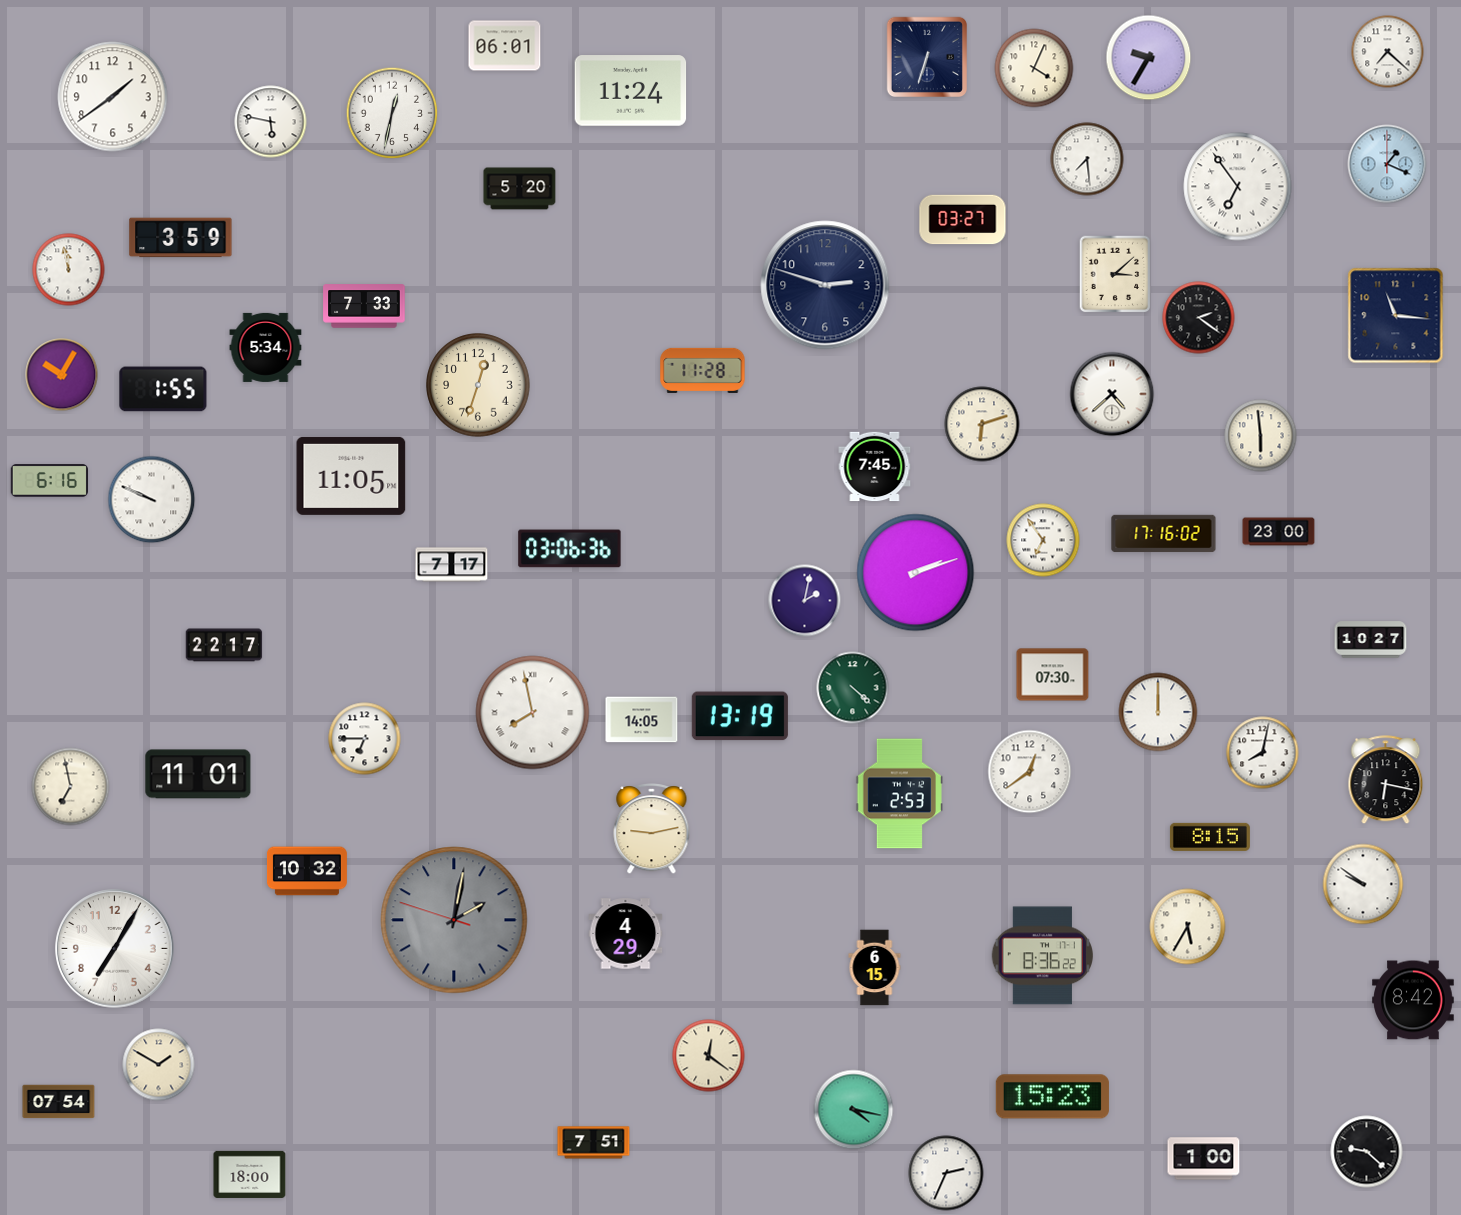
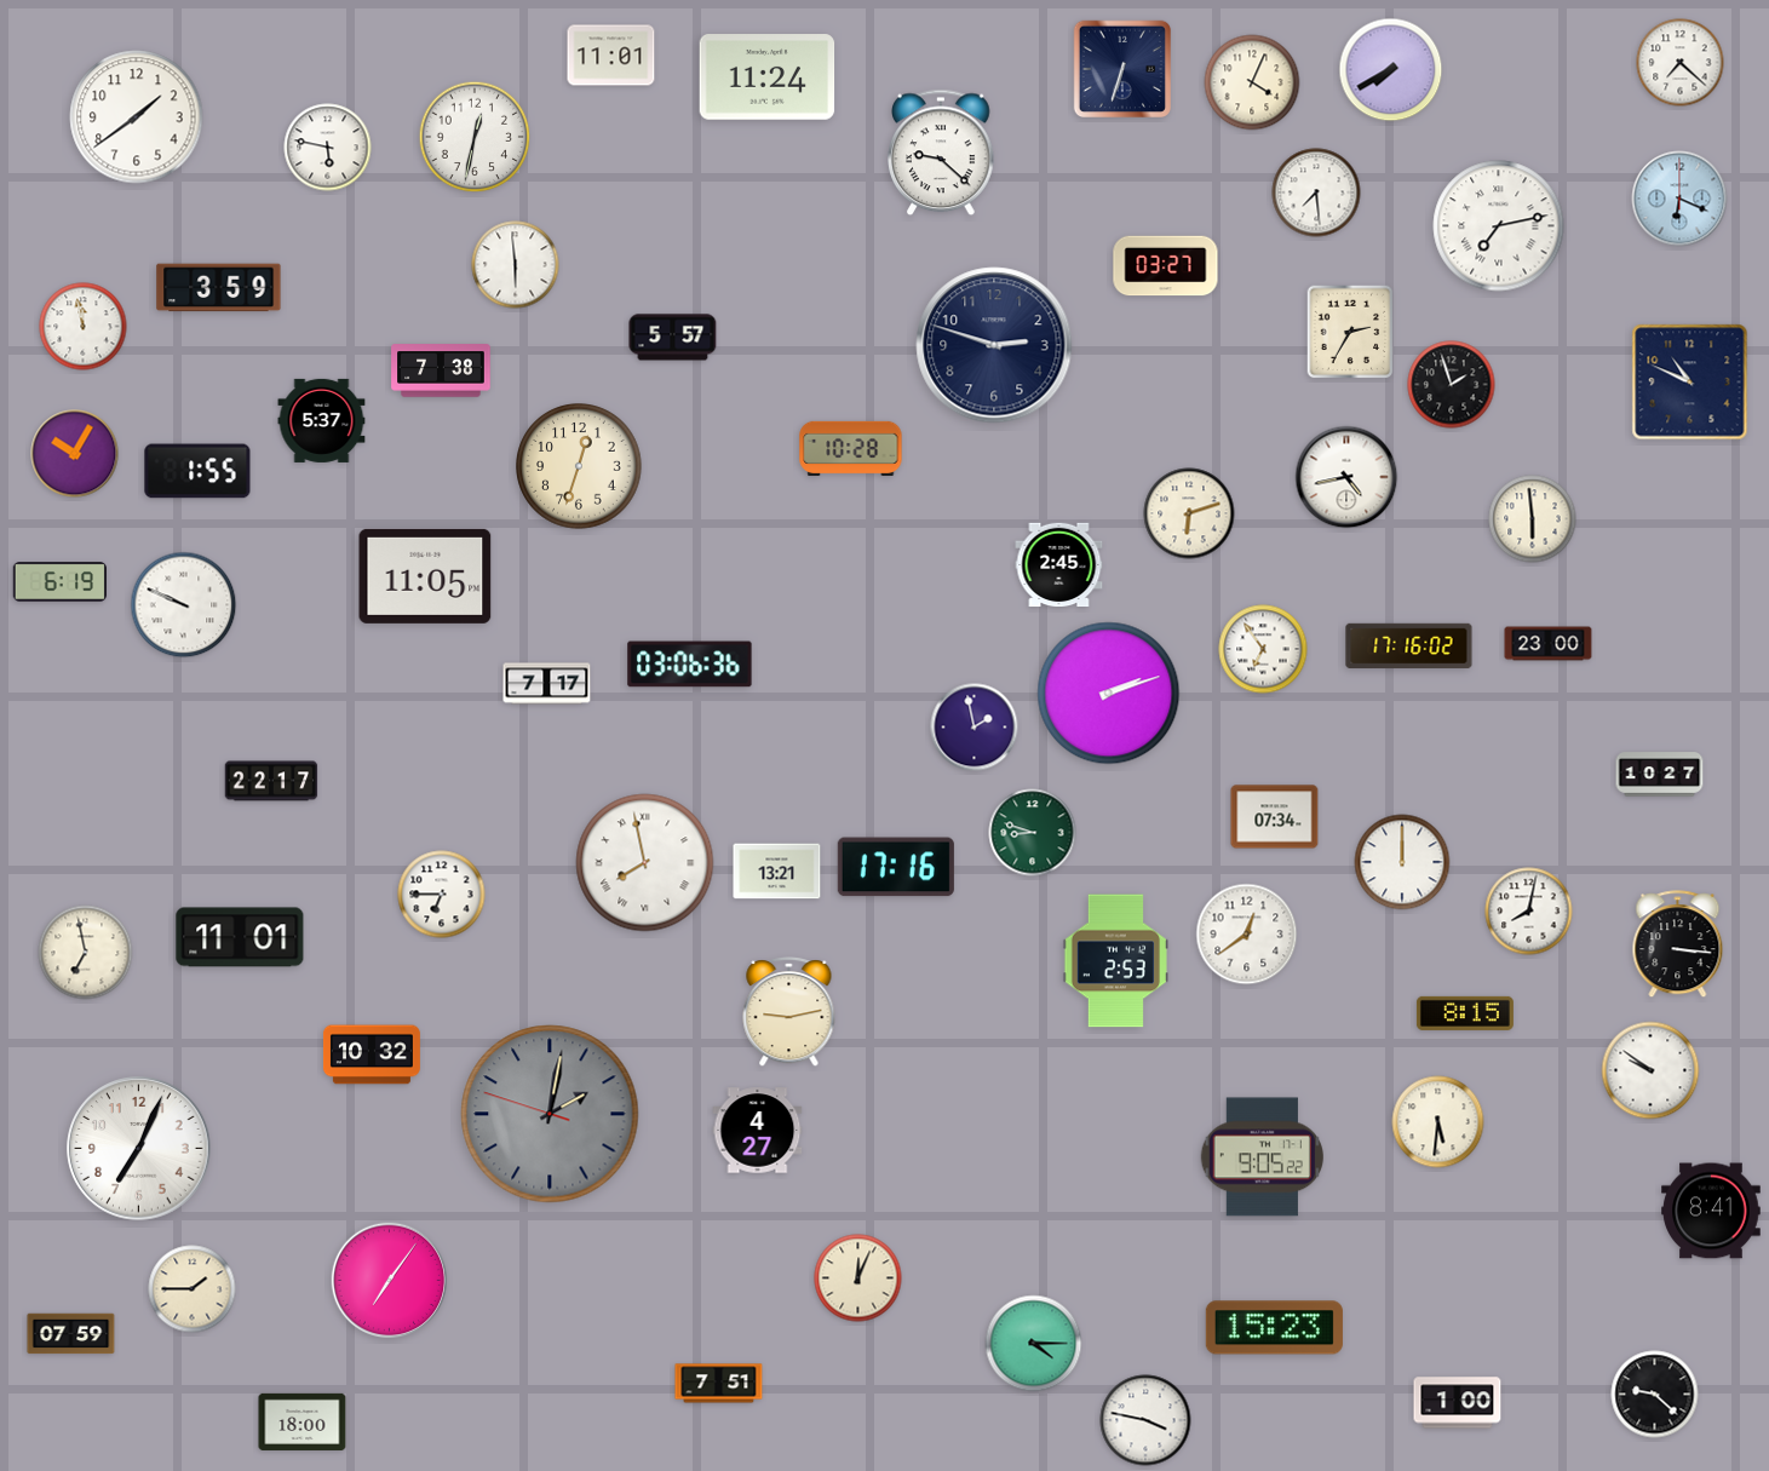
clock at (505, 46): 06:01 -> 11:01
clock at (1149, 58): 9:35 -> 7:40
clock at (631, 91) position: (631, 91) -> (768, 77)
clock at (941, 153): none -> 9:22
clock at (1387, 164): 1:19 -> 6:19
clock at (1238, 187): 6:54 -> 7:13
clock at (520, 189): 5:20 -> none
clock at (516, 265): none -> 5:59
clock at (1115, 274): 3:08 -> 2:35
clock at (673, 338): none -> 5:57
clock at (825, 285) position: (825, 285) -> (994, 345)
clock at (364, 306): 7:33 -> 7:38
clock at (1396, 316): 11:16 -> 10:49
clock at (1199, 318): 2:21 -> 1:57
clock at (266, 347): 5:34 -> 5:37
clock at (703, 370): 11:28 -> 10:28
clock at (1112, 394): 4:38 -> 4:43
clock at (1261, 436) position: (1261, 436) -> (1533, 519)
clock at (875, 467): 7:45 -> 2:45
clock at (50, 481): 6:16 -> 6:19
clock at (1043, 540) position: (1043, 540) -> (1263, 649)
clock at (805, 601): 2:02 -> 1:58
clock at (1053, 675): 07:30 -> 07:34
clock at (853, 688): 4:22 -> 8:48
clock at (740, 716): 13:19 -> 17:16
clock at (642, 720): 14:05 -> 13:21
clock at (1386, 780): 6:17 -> 3:16
clock at (899, 794) position: (899, 794) -> (1115, 961)
clock at (652, 829) position: (652, 829) -> (789, 1012)
clock at (1188, 927): 5:35 -> 5:31
clock at (626, 934): 4:29 -> 4:27
clock at (115, 949): 7:05 -> 7:04
clock at (1042, 956): 8:36 -> 9:05
clock at (875, 968): 6:15 -> none
clock at (1413, 1000): 8:42 -> 8:41
clock at (709, 1056): 12:21 -> 12:04
clock at (390, 1281): none -> 7:06
clock at (159, 1065): 1:50 -> 1:45
clock at (59, 1102): 07:54 -> 07:59
clock at (854, 1110): 4:17 -> 4:15
clock at (946, 1173): 2:34 -> 3:47
